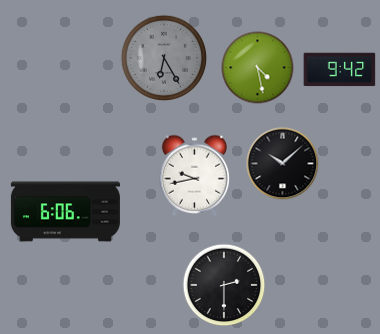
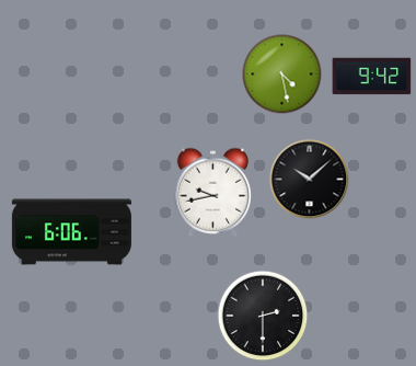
clock at (163, 57): 6:25 -> none
clock at (224, 285) position: (224, 285) -> (263, 316)
